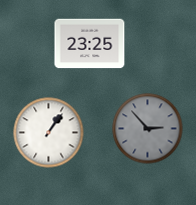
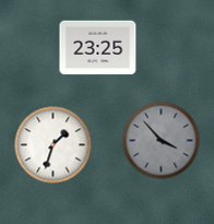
clock at (148, 129): 2:53 -> 3:53
clock at (49, 133): 1:06 -> 1:33
